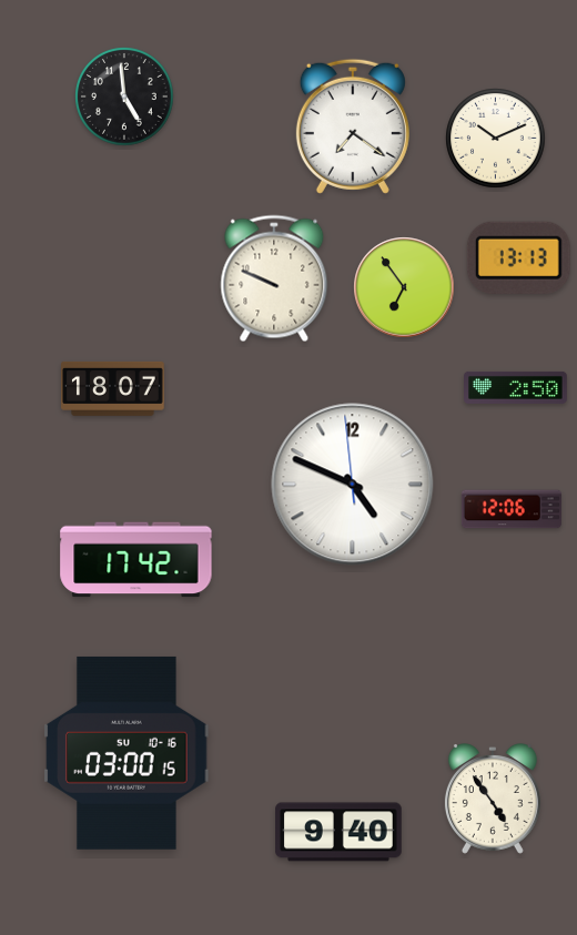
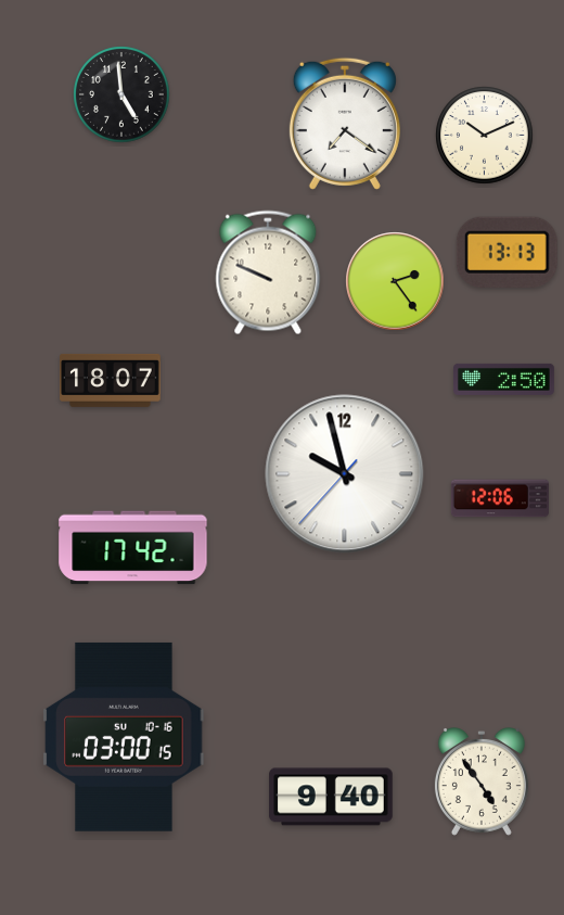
clock at (404, 287): 6:54 -> 2:24
clock at (353, 485): 4:48 -> 9:57
clock at (338, 832) position: (338, 832) -> (331, 797)
